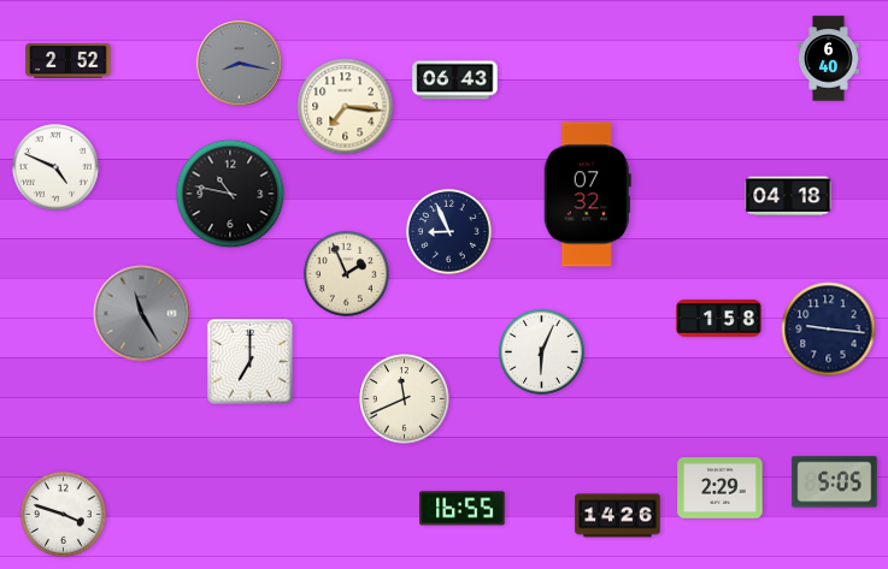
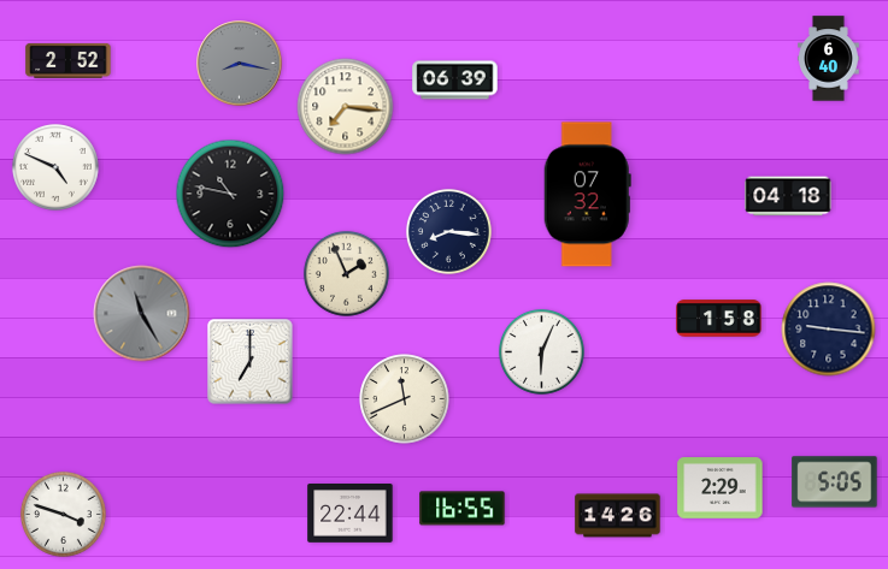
clock at (455, 81): 06:43 -> 06:39
clock at (448, 231): 8:56 -> 8:16
clock at (351, 514): none -> 22:44
